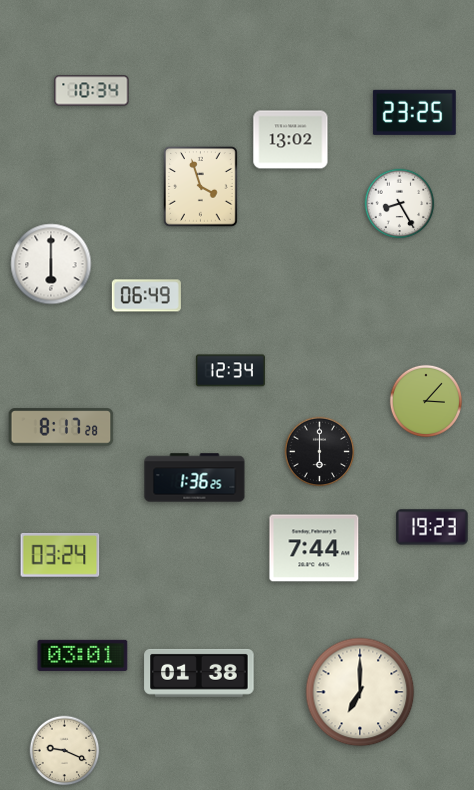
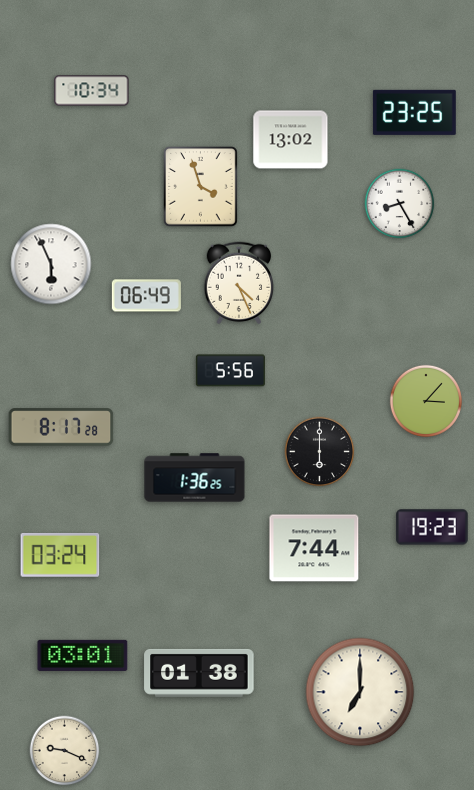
clock at (51, 264): 6:00 -> 5:56
clock at (239, 283): none -> 4:26
clock at (230, 371): 12:34 -> 5:56
